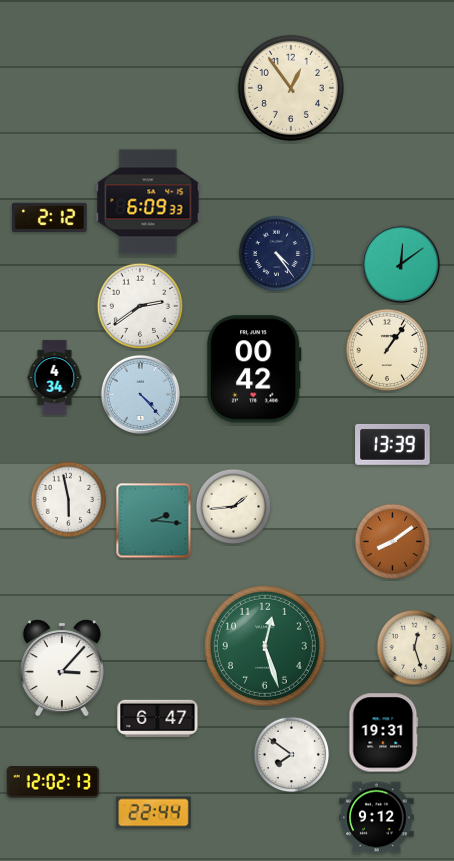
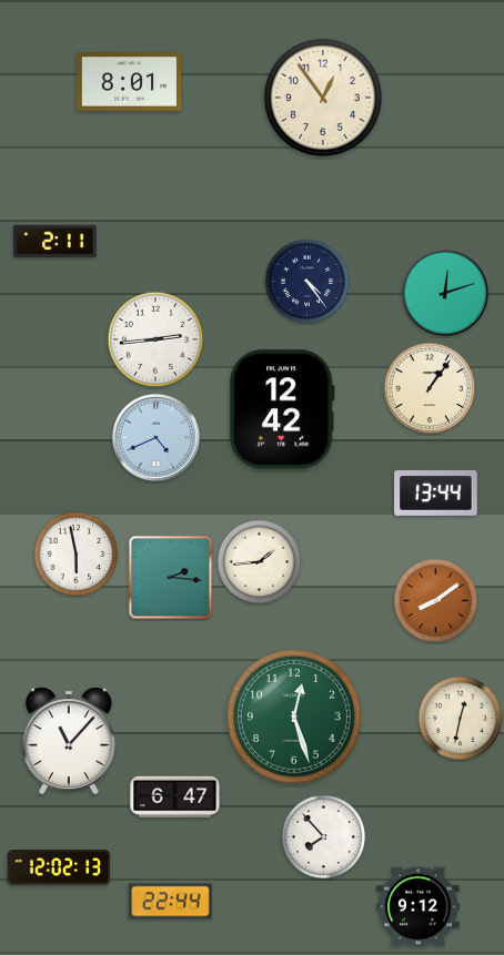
clock at (130, 82): none -> 8:01
clock at (148, 202): 6:09 -> none
clock at (50, 217): 2:12 -> 2:11
clock at (401, 264): 12:09 -> 12:12
clock at (140, 306): 2:39 -> 2:44
clock at (254, 369): 00:42 -> 12:42
clock at (55, 378): 4:34 -> none
clock at (140, 394): 4:23 -> 4:41
clock at (393, 444): 13:39 -> 13:44
clock at (415, 648): 12:27 -> 12:32
clock at (62, 668): 3:07 -> 11:07
clock at (384, 733): 19:31 -> none
clock at (292, 755): 7:51 -> 7:53
